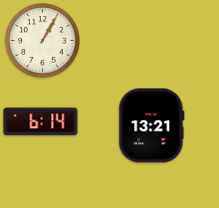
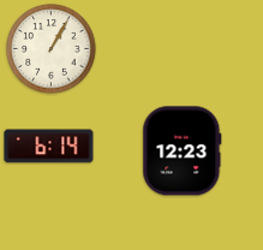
clock at (152, 126): 13:21 -> 12:23
